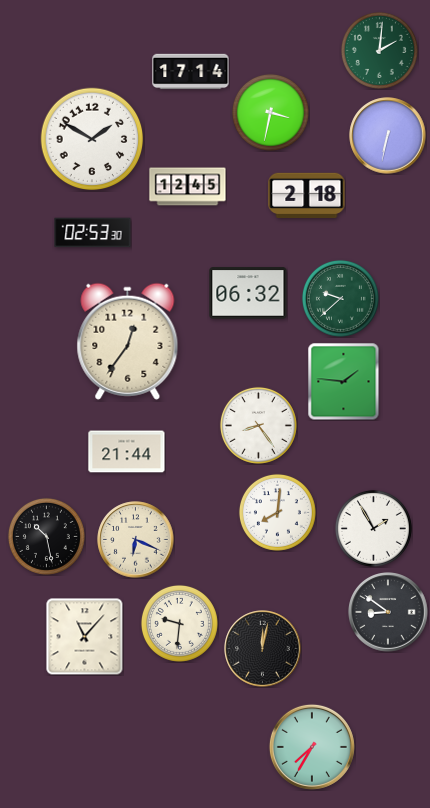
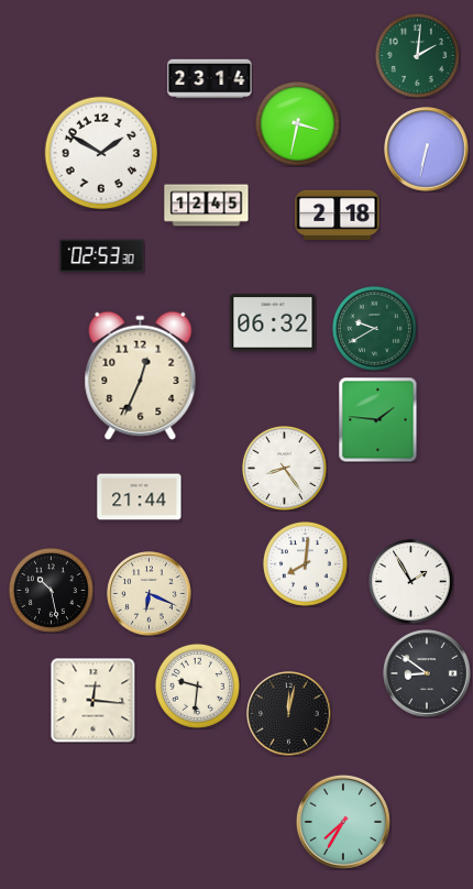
clock at (191, 72): 17:14 -> 23:14
clock at (340, 298): 9:38 -> 9:40
clock at (128, 341): 12:36 -> 12:34
clock at (84, 636): 11:07 -> 12:16
